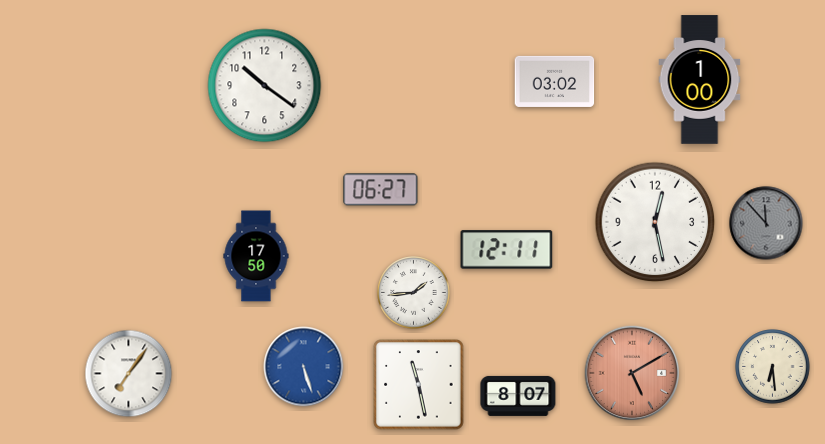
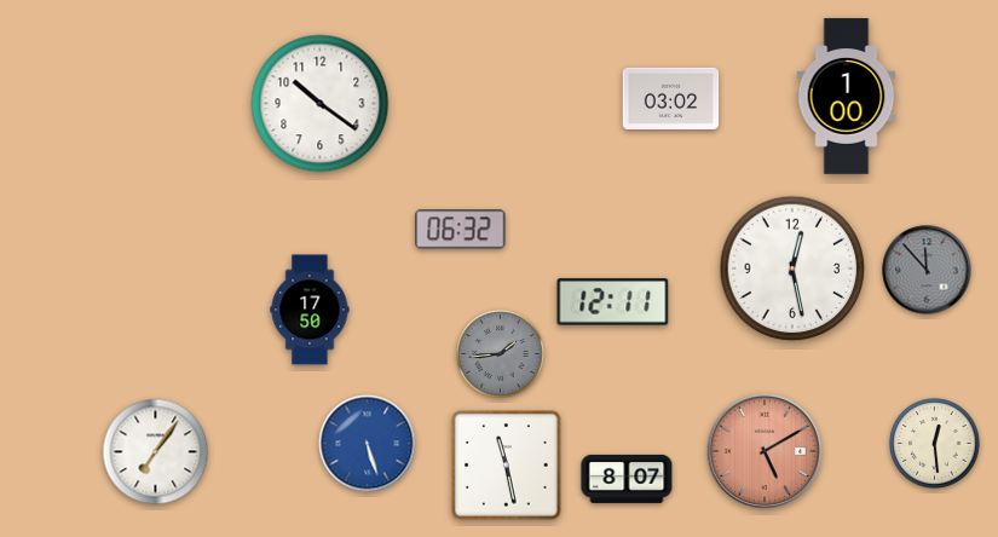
clock at (381, 190): 06:27 -> 06:32
clock at (414, 293) dial: white -> grey
clock at (773, 367): 6:29 -> 12:29
